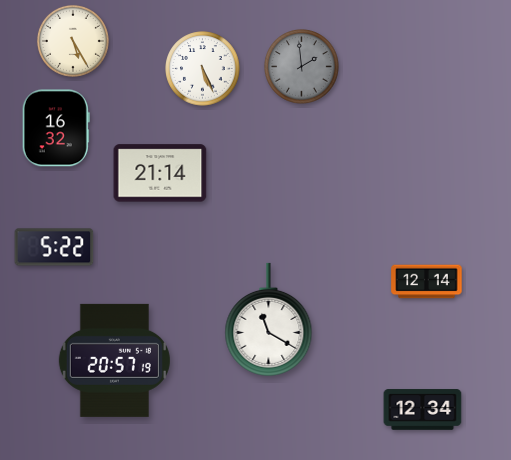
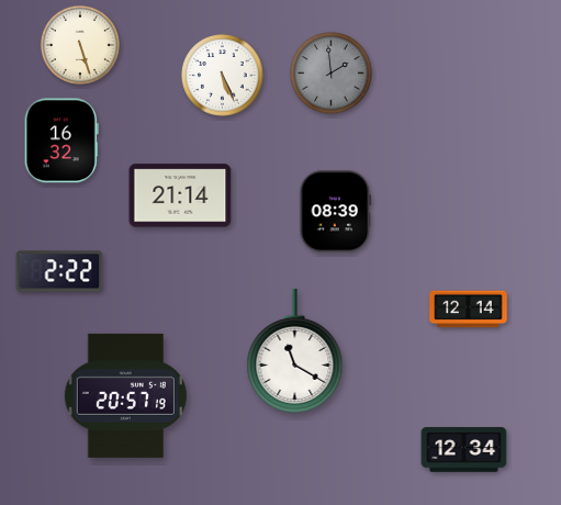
clock at (73, 41): 5:25 -> 5:27
clock at (160, 173) position: (160, 173) -> (180, 195)
clock at (336, 212): none -> 08:39
clock at (54, 247): 5:22 -> 2:22
